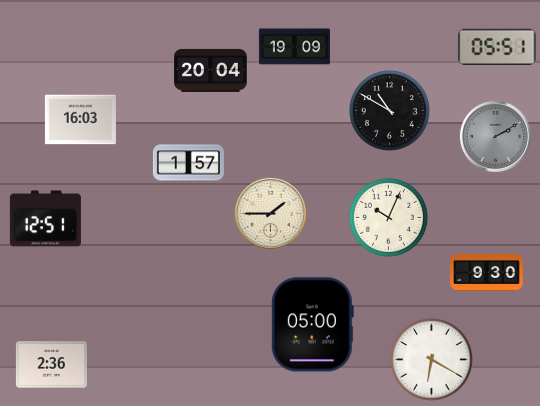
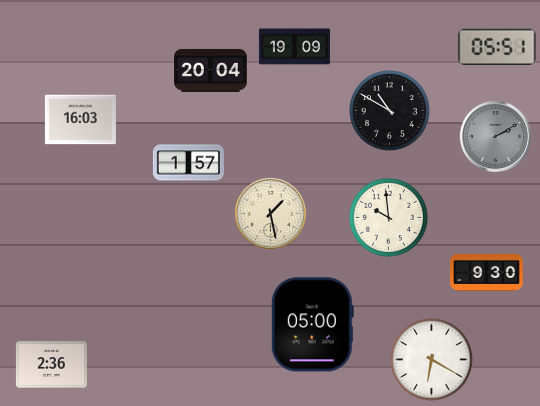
clock at (270, 213): 1:45 -> 1:28
clock at (388, 217): 10:04 -> 9:59
clock at (45, 219): 12:51 -> none
